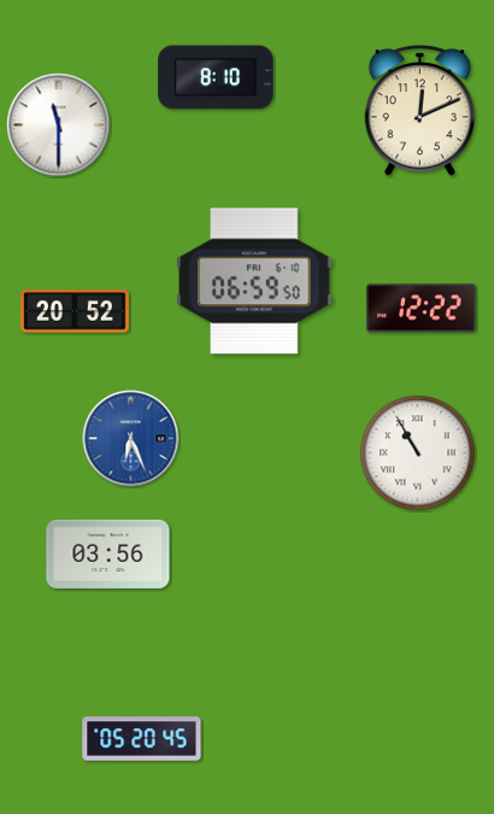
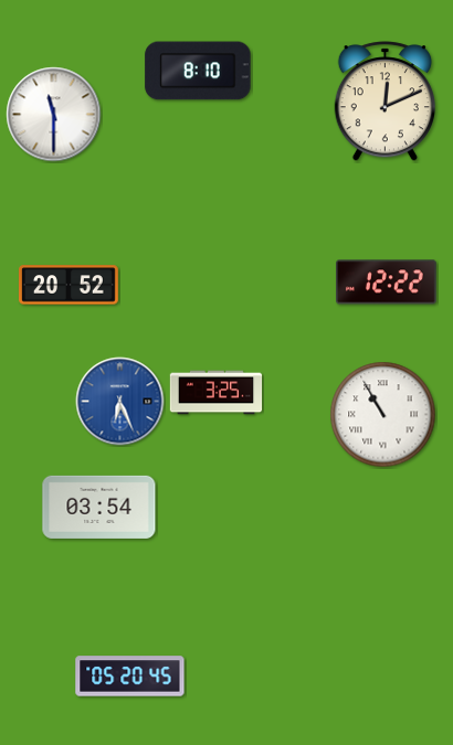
clock at (254, 281): 06:59 -> none
clock at (217, 393): none -> 3:25
clock at (108, 554): 03:56 -> 03:54
